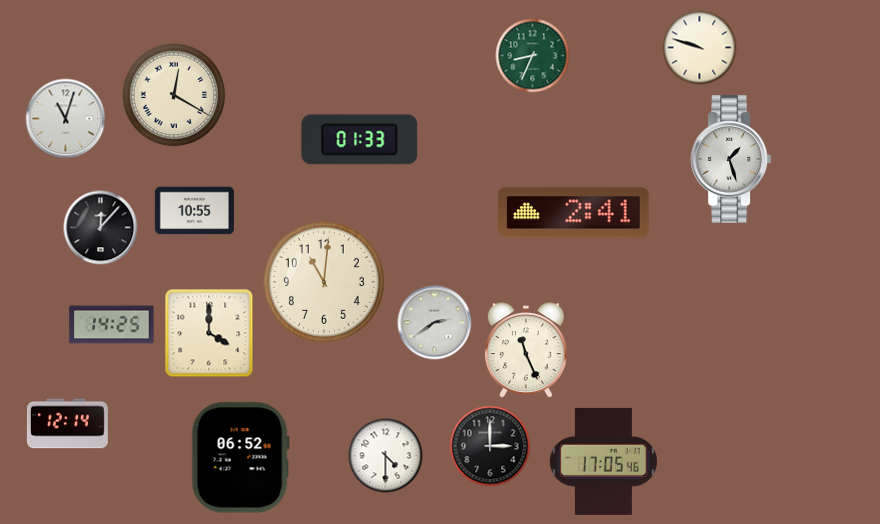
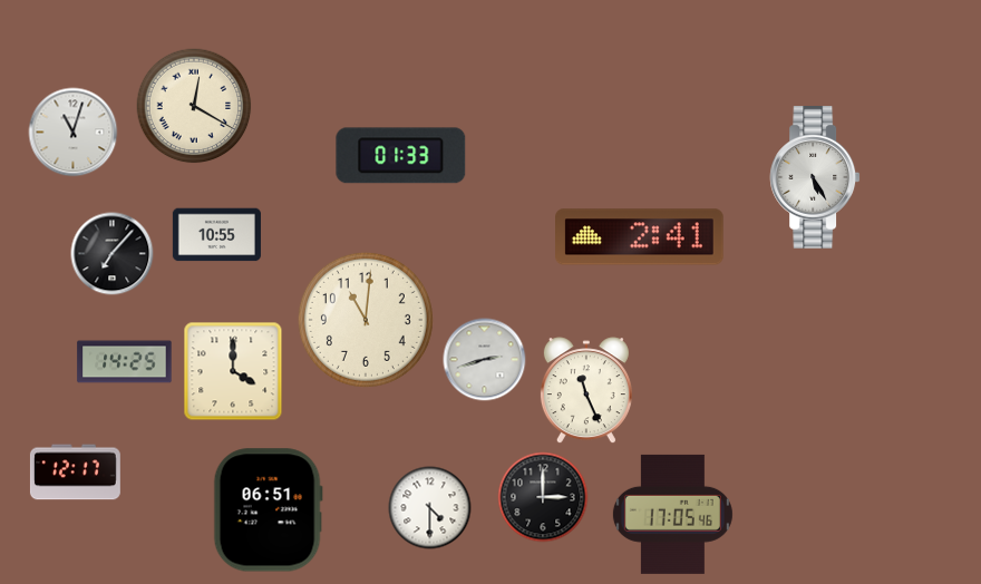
clock at (700, 48): 9:48 -> none
clock at (533, 56): 8:34 -> none
clock at (731, 160): 1:27 -> 5:25
clock at (101, 228): 12:07 -> 7:07
clock at (324, 282) position: (324, 282) -> (366, 320)
clock at (435, 323): 2:39 -> 2:42
clock at (67, 424): 12:14 -> 12:17
clock at (490, 446) position: (490, 446) -> (543, 497)
clock at (240, 458): 06:52 -> 06:51
